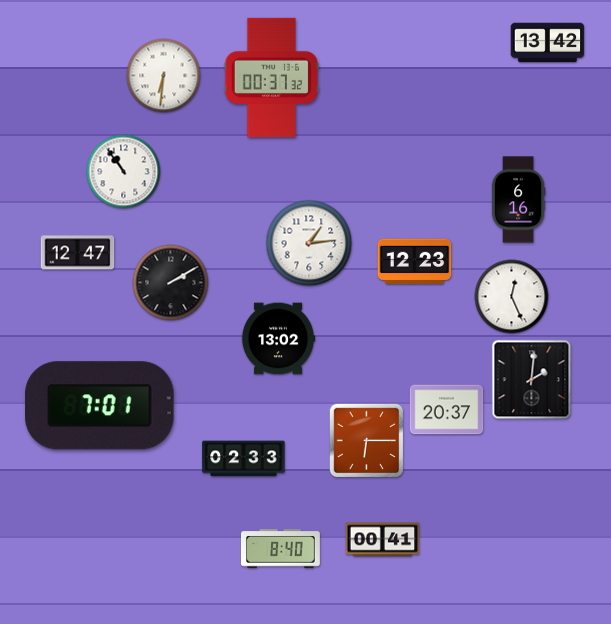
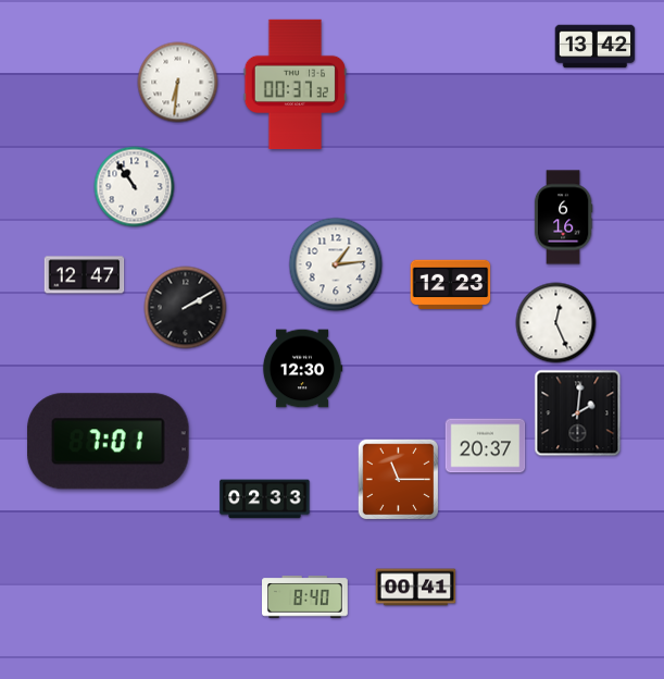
clock at (278, 339): 13:02 -> 12:30
clock at (367, 441): 6:15 -> 11:15
